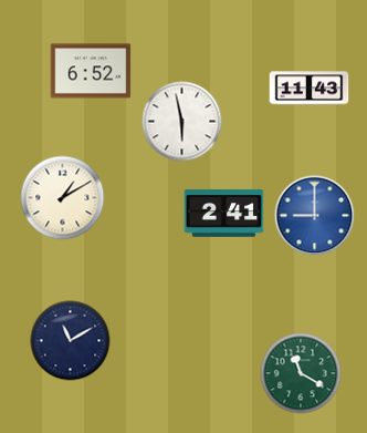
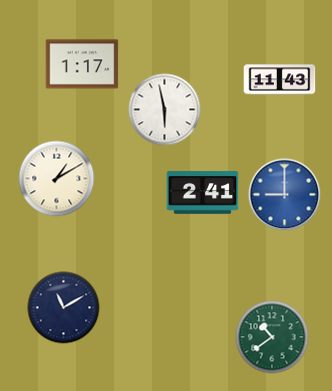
clock at (91, 71): 6:52 -> 1:17
clock at (301, 373): 11:20 -> 10:39
